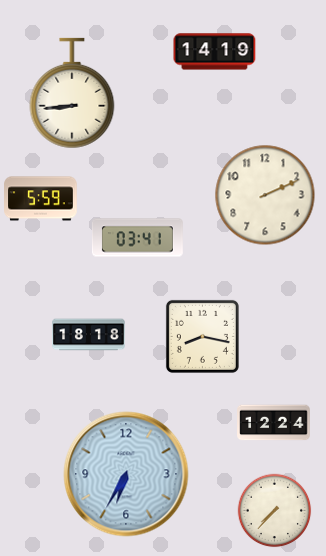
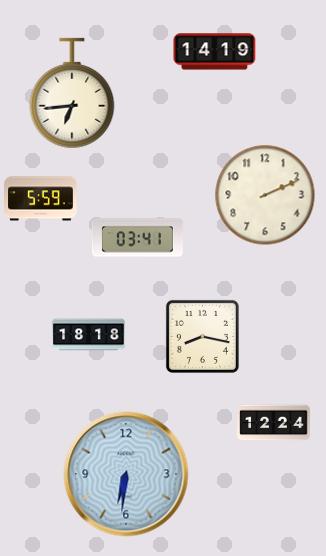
clock at (72, 93): 8:44 -> 6:44
clock at (126, 474): 6:35 -> 6:31
clock at (275, 511): 7:37 -> none
